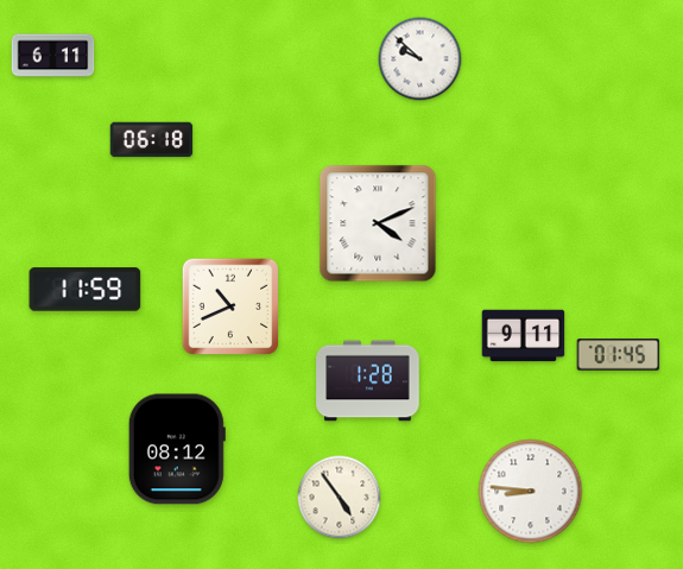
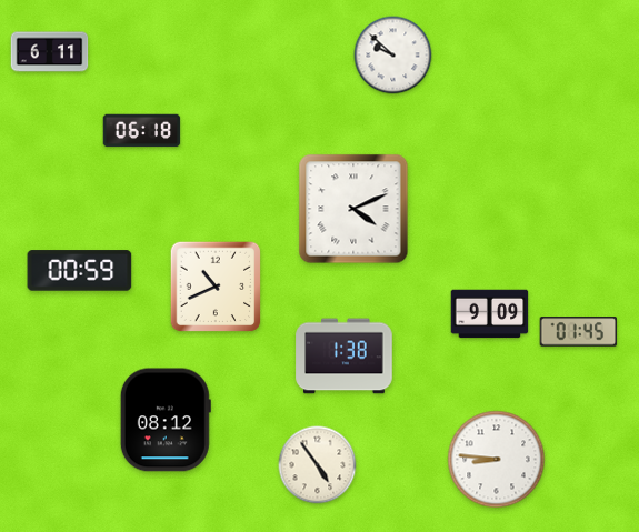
clock at (86, 290): 11:59 -> 00:59
clock at (524, 336): 9:11 -> 9:09
clock at (368, 381): 1:28 -> 1:38
